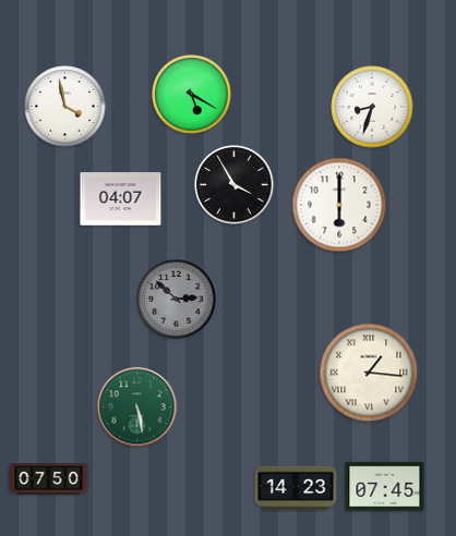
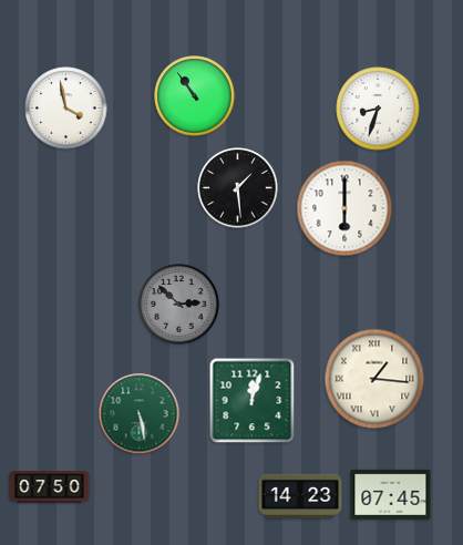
clock at (192, 95): 5:20 -> 10:54
clock at (235, 185): 3:55 -> 1:29
clock at (121, 199): 04:07 -> none
clock at (253, 401): none -> 12:03
